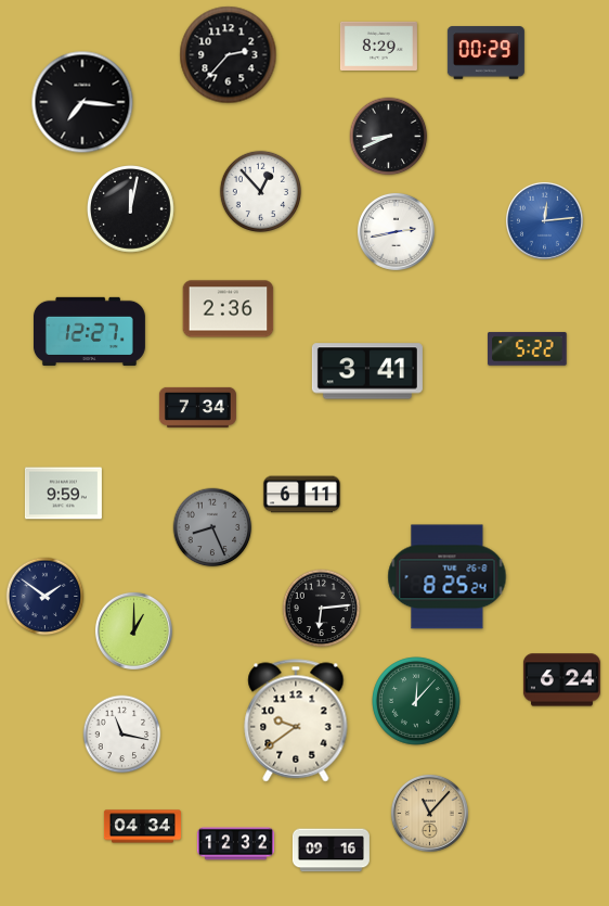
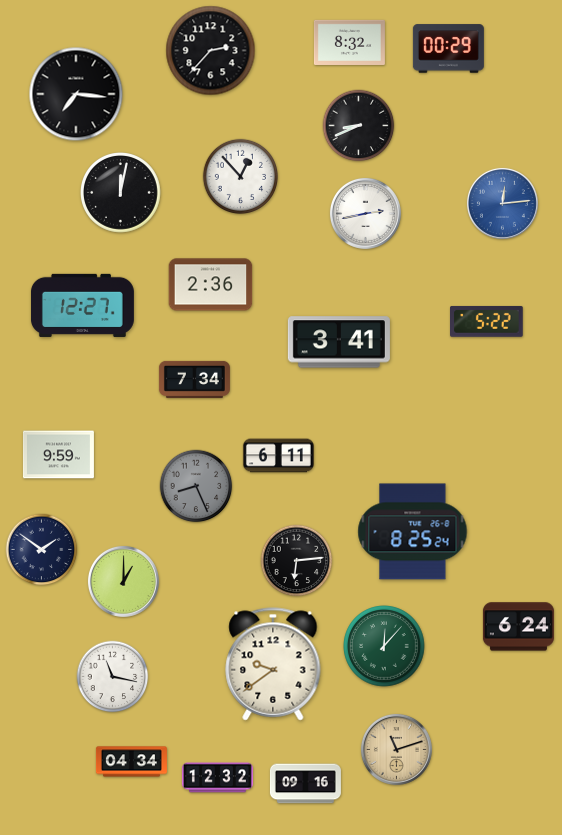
clock at (378, 46): 8:29 -> 8:32
clock at (197, 407) position: (197, 407) -> (194, 379)
clock at (429, 813): 11:07 -> 11:12
